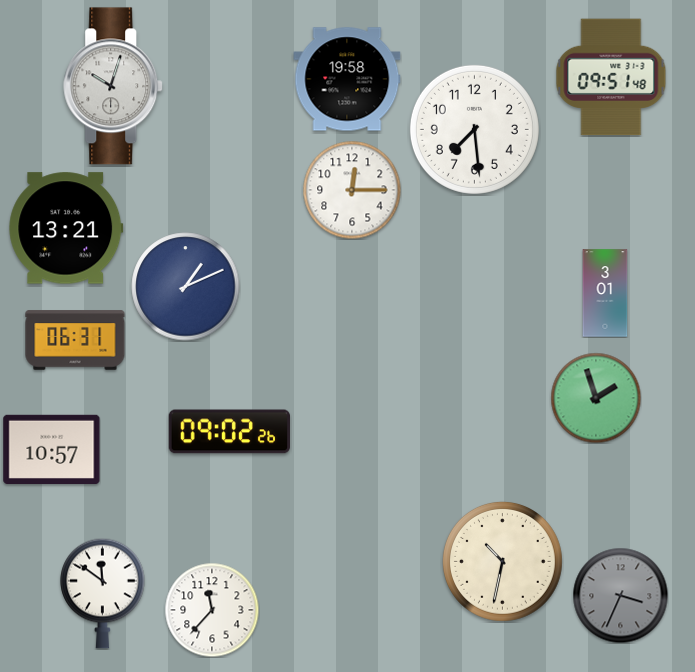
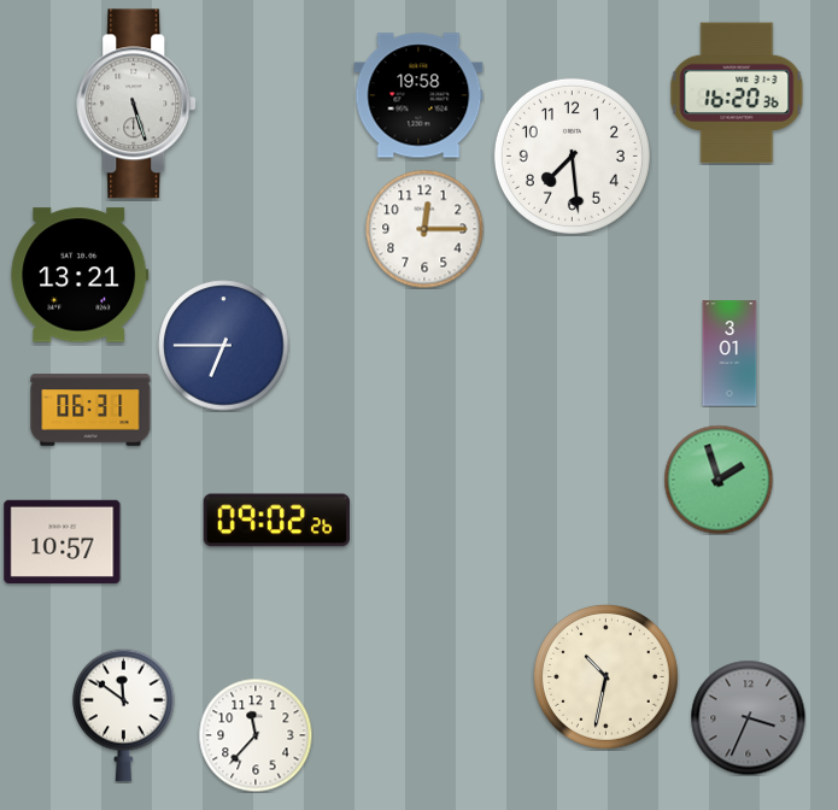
clock at (611, 77): 09:51 -> 16:20
clock at (114, 86): 10:03 -> 5:27
clock at (186, 287): 1:11 -> 6:45
